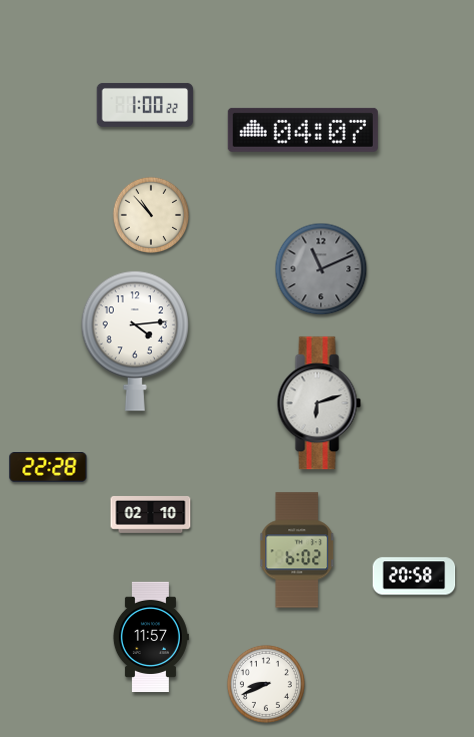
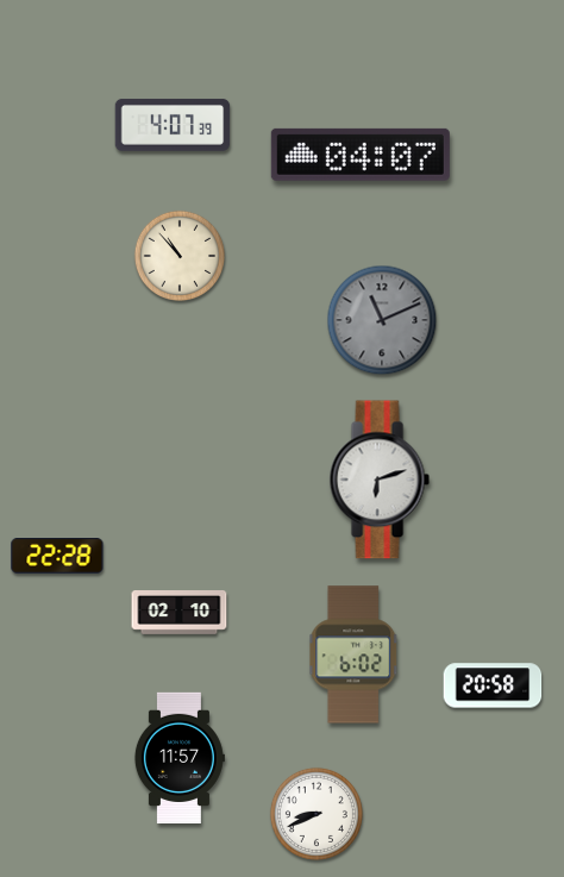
clock at (145, 105): 1:00 -> 4:07
clock at (135, 341): 4:14 -> none
